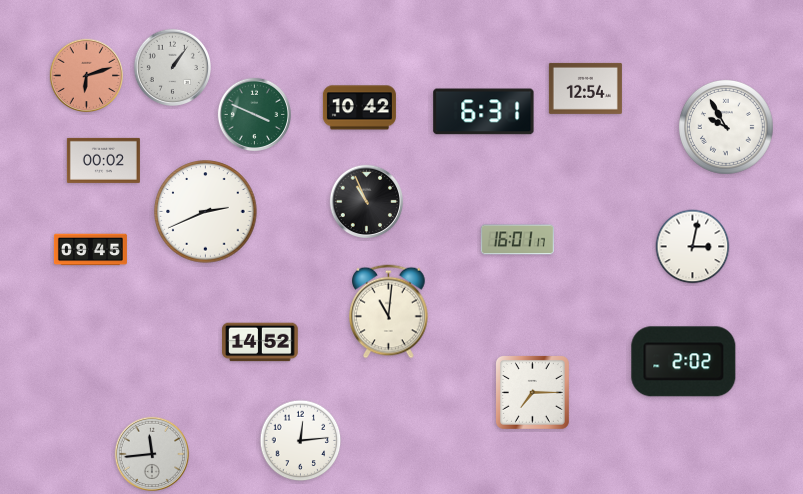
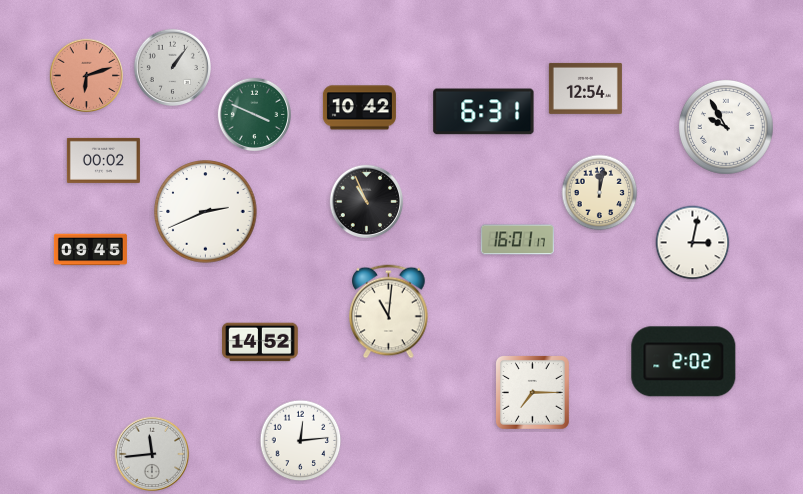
clock at (600, 193): none -> 12:02
clock at (693, 247) position: (693, 247) -> (693, 243)
